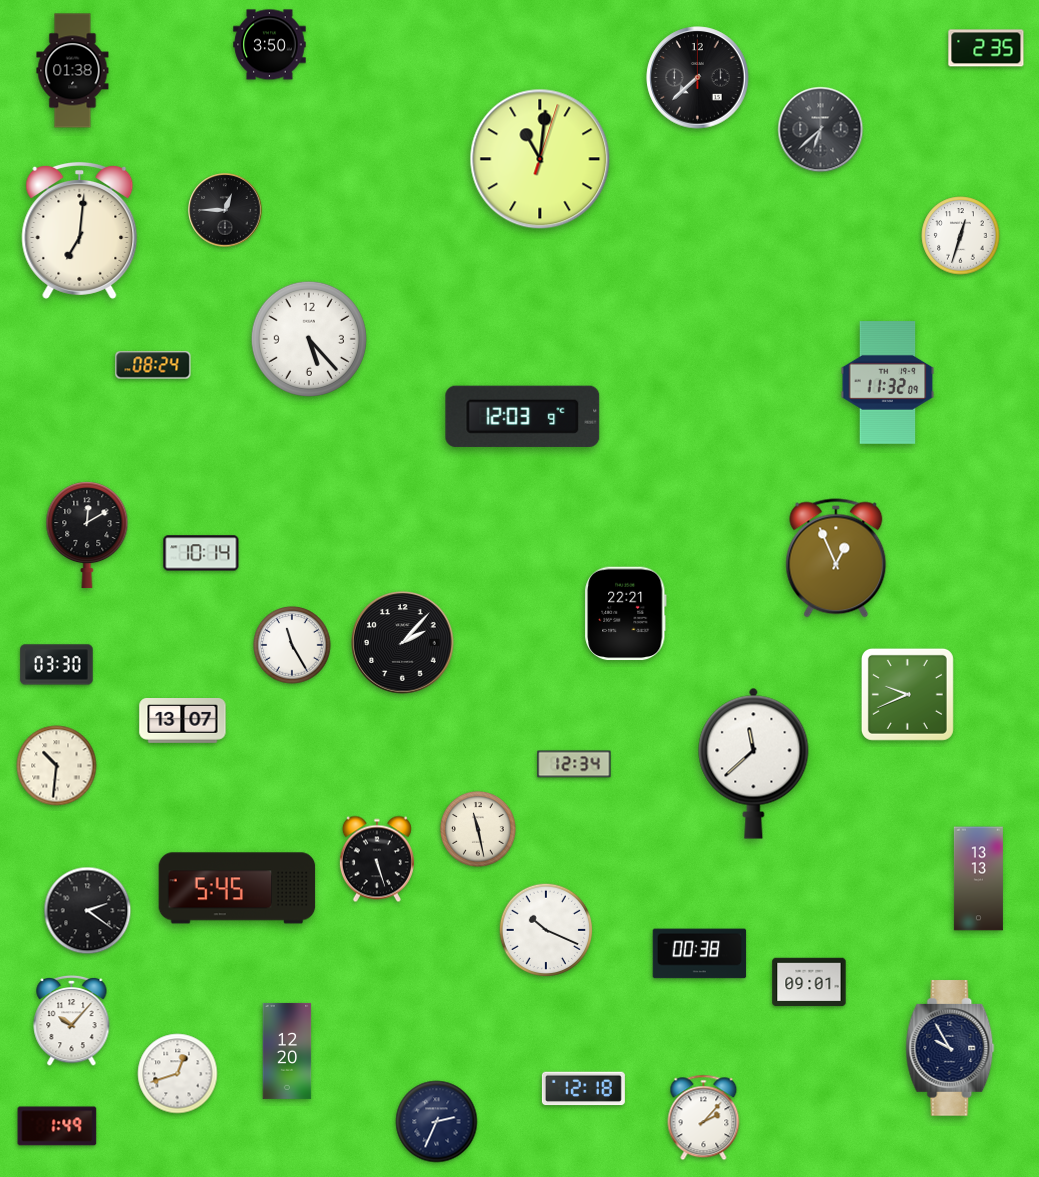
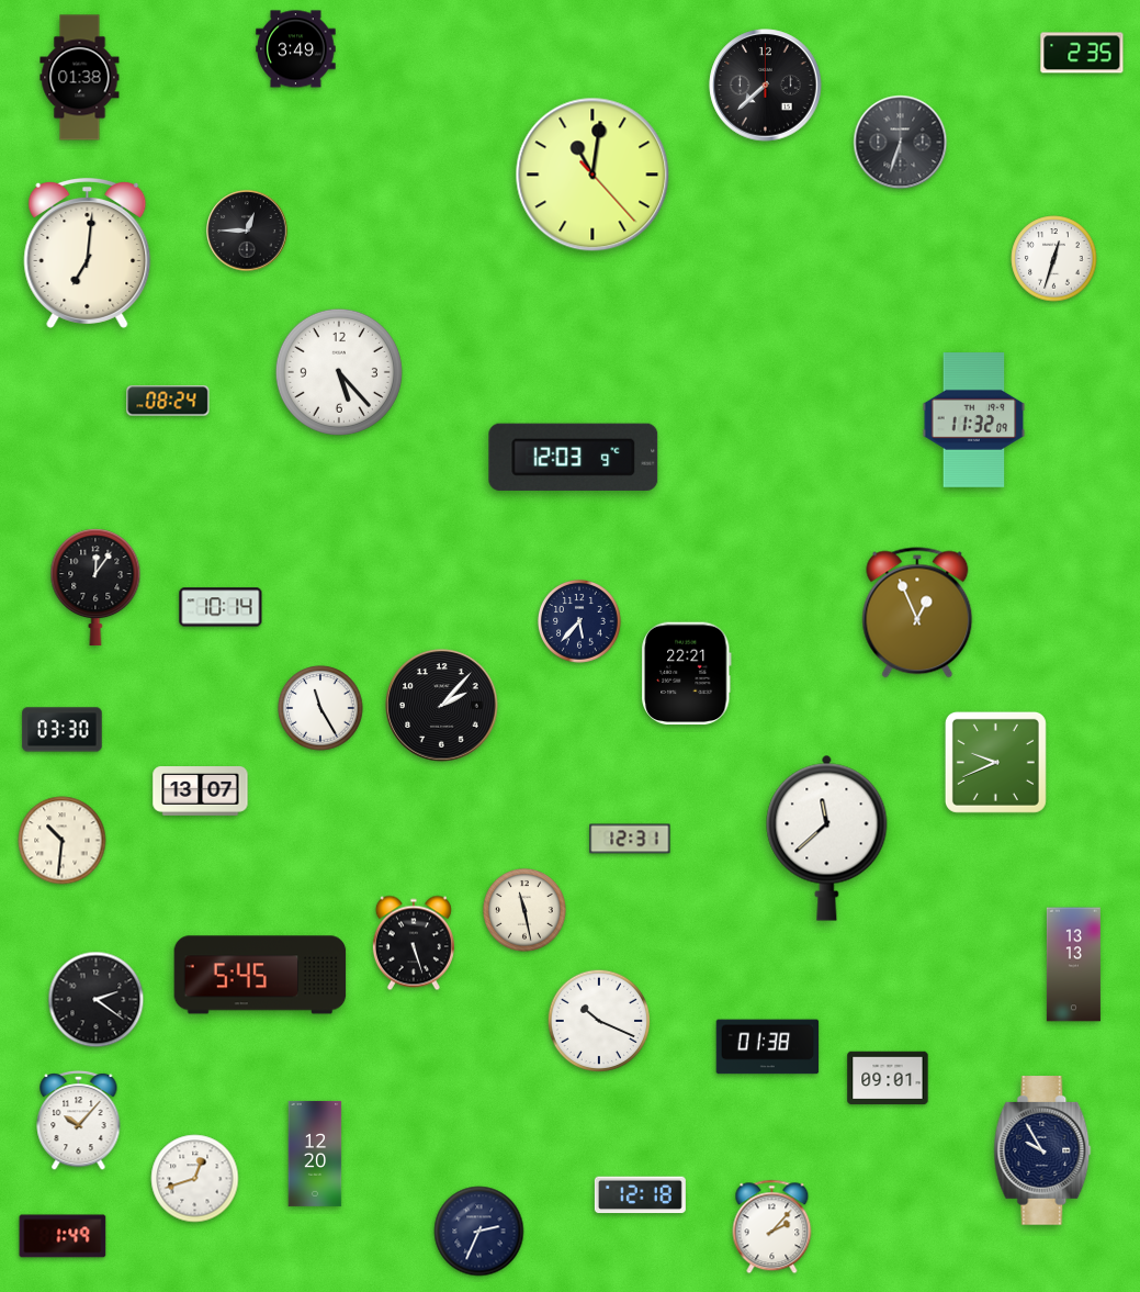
clock at (270, 45): 3:50 -> 3:49
clock at (821, 130): 6:38 -> 6:33
clock at (540, 159): 11:01:03 -> 11:01:23
clock at (87, 535): 12:10 -> 12:06
clock at (579, 621): none -> 5:37
clock at (574, 764): 12:34 -> 12:31
clock at (700, 954): 00:38 -> 01:38
